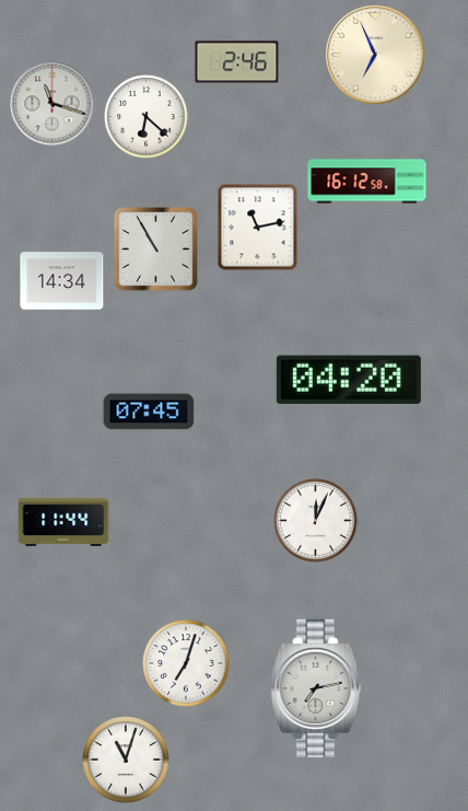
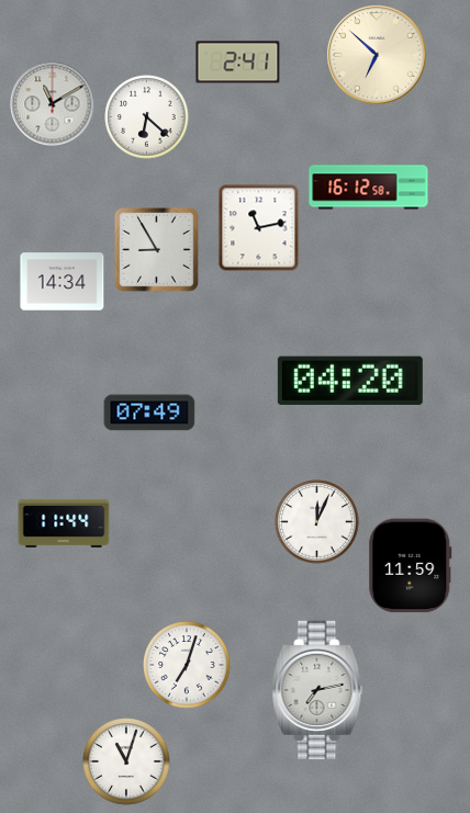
clock at (376, 56): 6:56 -> 6:52
clock at (237, 62): 2:46 -> 2:41
clock at (52, 104): 11:18 -> 11:10
clock at (367, 182) position: (367, 182) -> (369, 188)
clock at (155, 248): 10:55 -> 8:55
clock at (149, 412): 07:45 -> 07:49
clock at (411, 566): none -> 11:59
